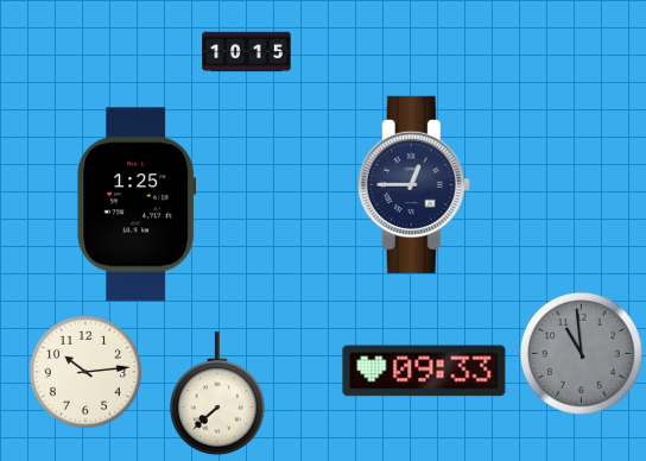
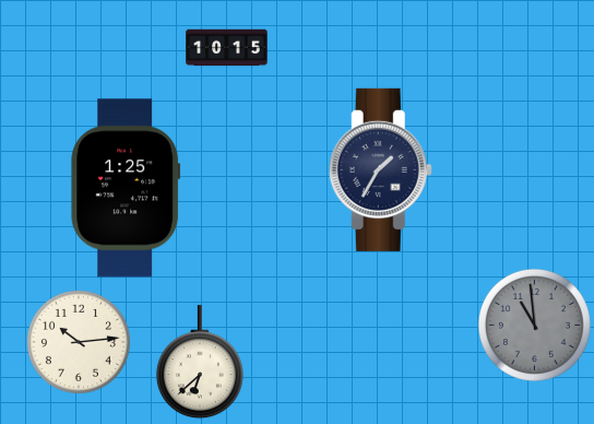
clock at (413, 184): 12:45 -> 1:35
clock at (424, 371): 09:33 -> none
clock at (217, 394): 7:38 -> 6:38
